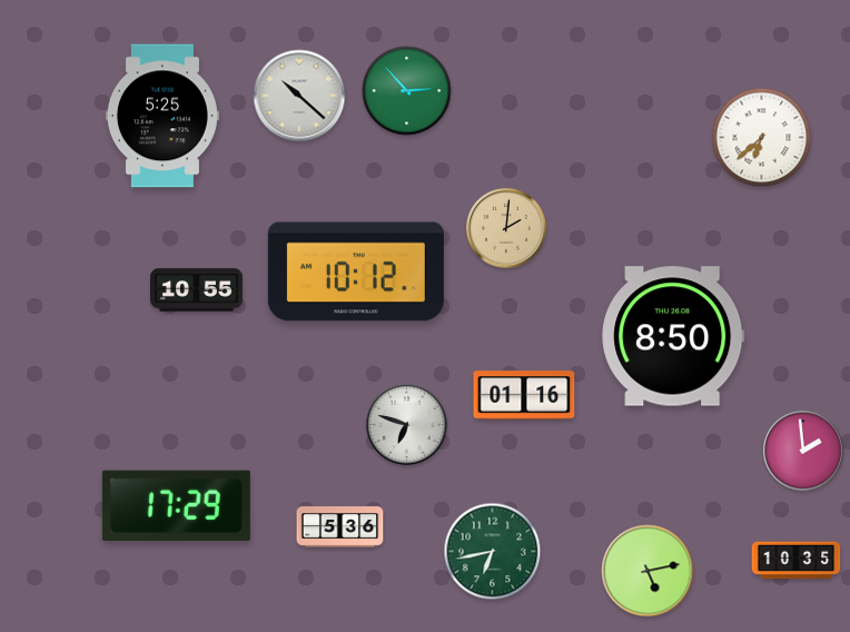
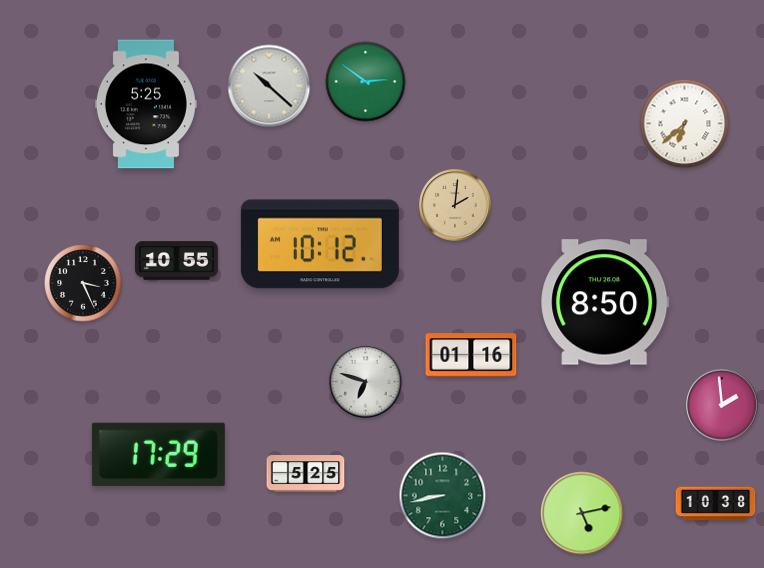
clock at (407, 91): 2:53 -> 2:51
clock at (83, 283): none -> 3:26
clock at (340, 527): 5:36 -> 5:25
clock at (493, 552): 6:43 -> 8:43
clock at (797, 561): 10:35 -> 10:38
